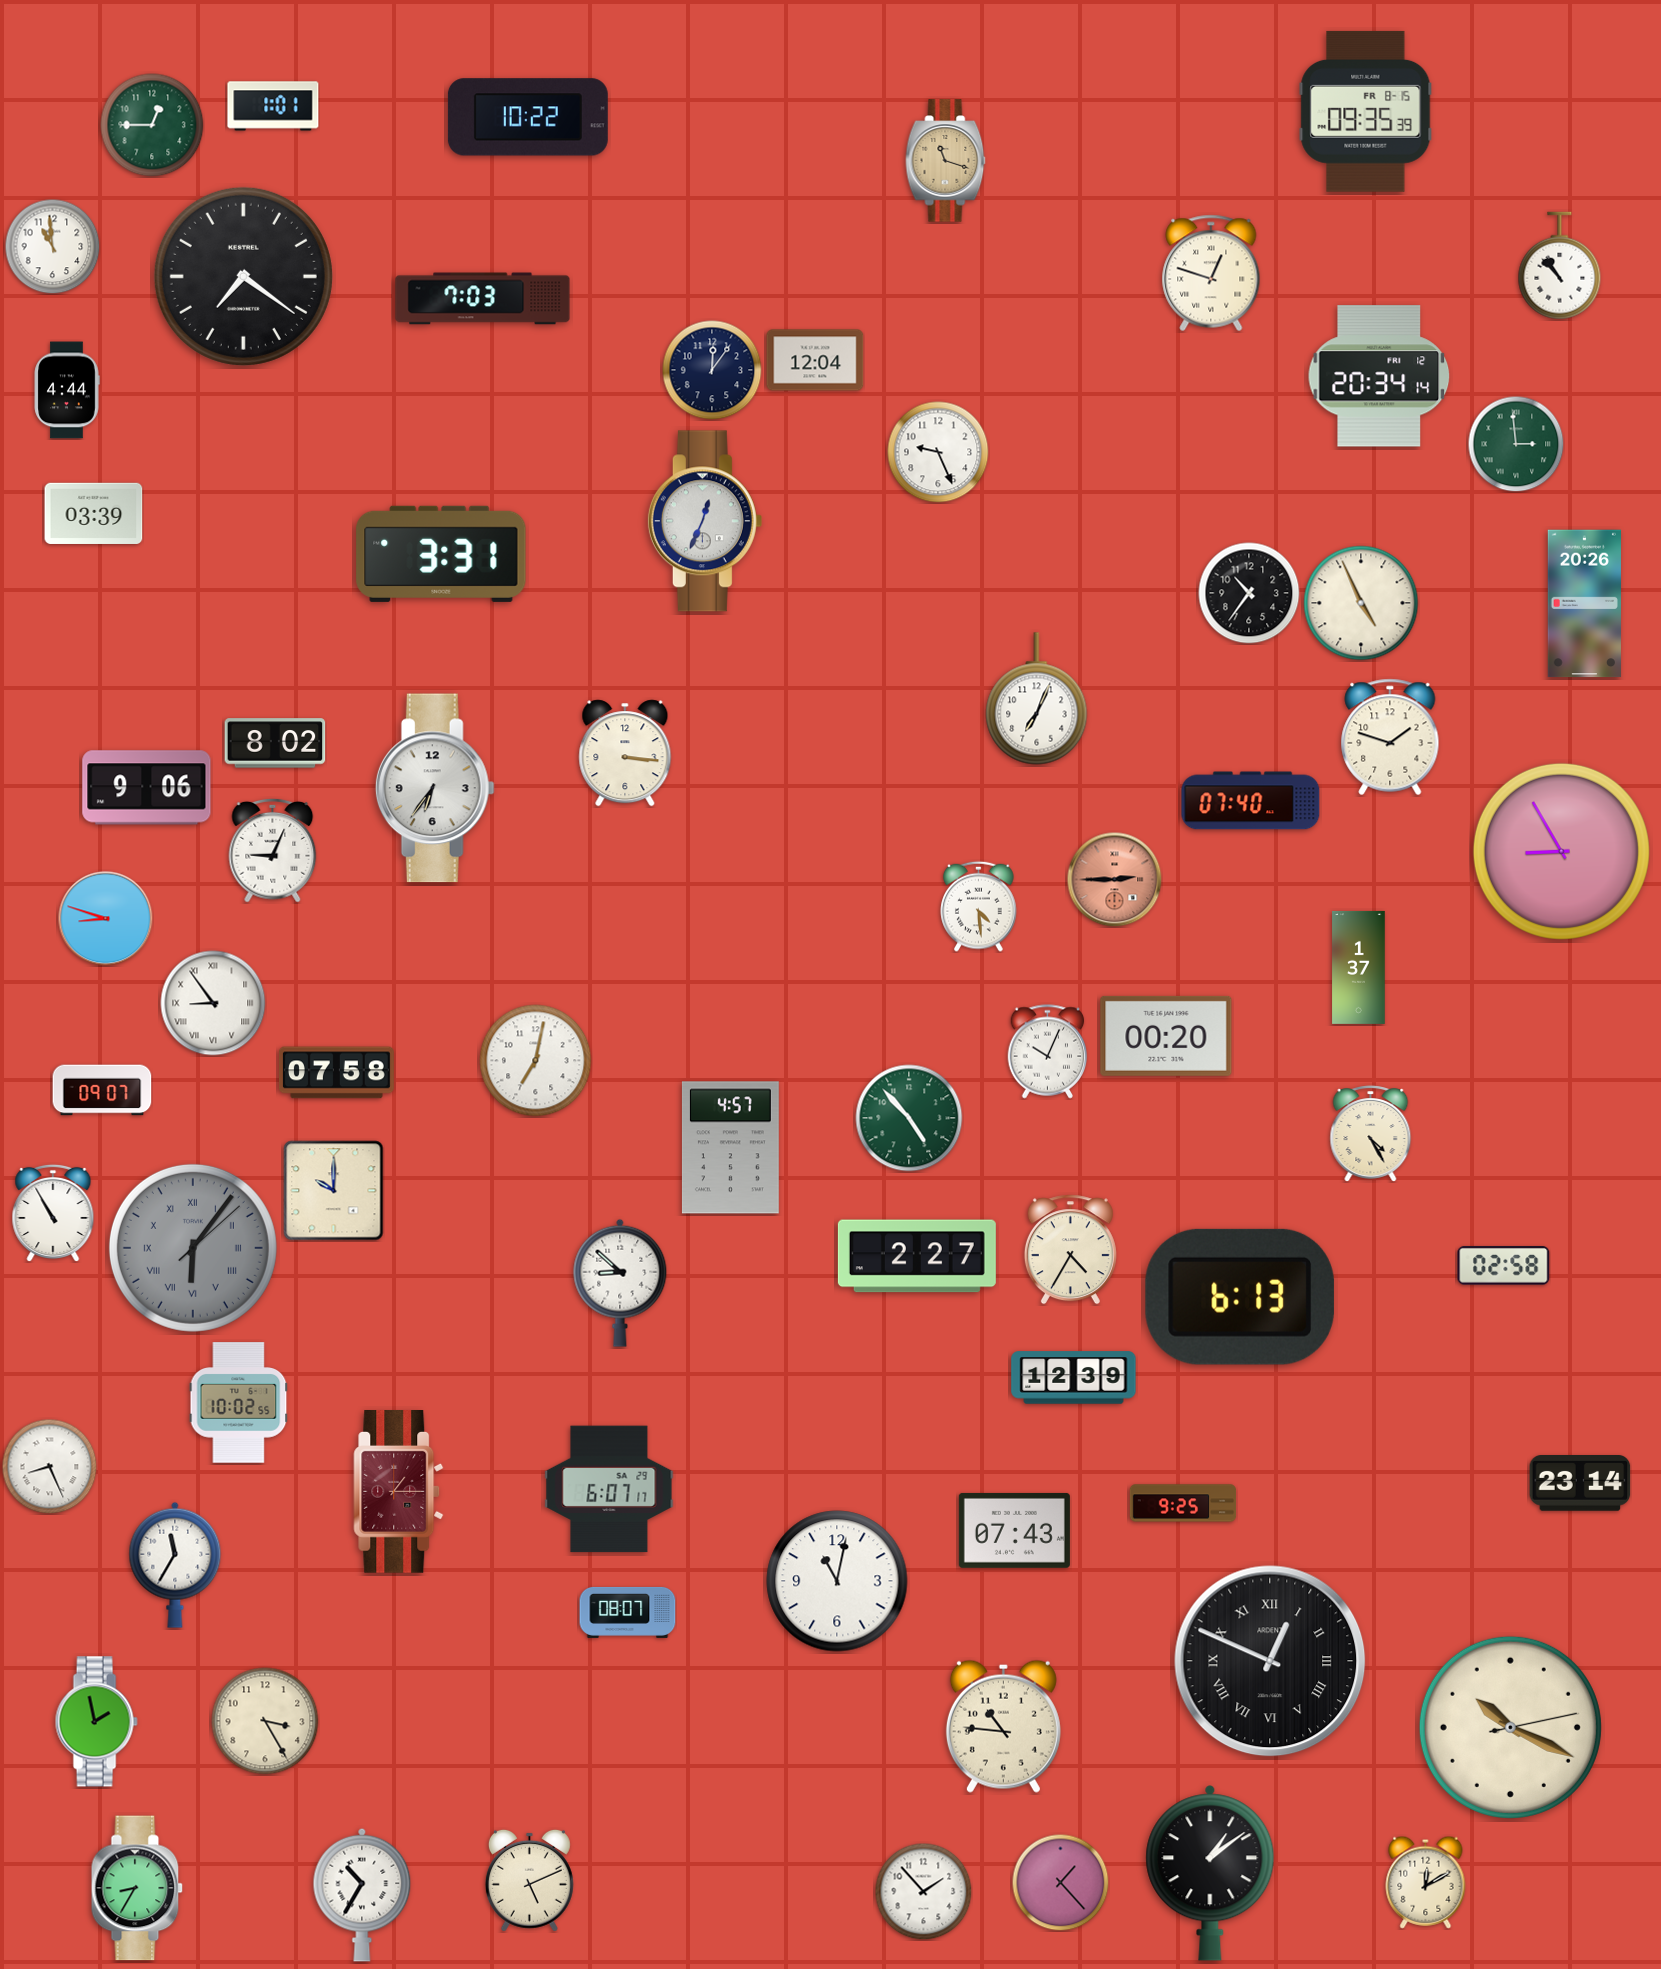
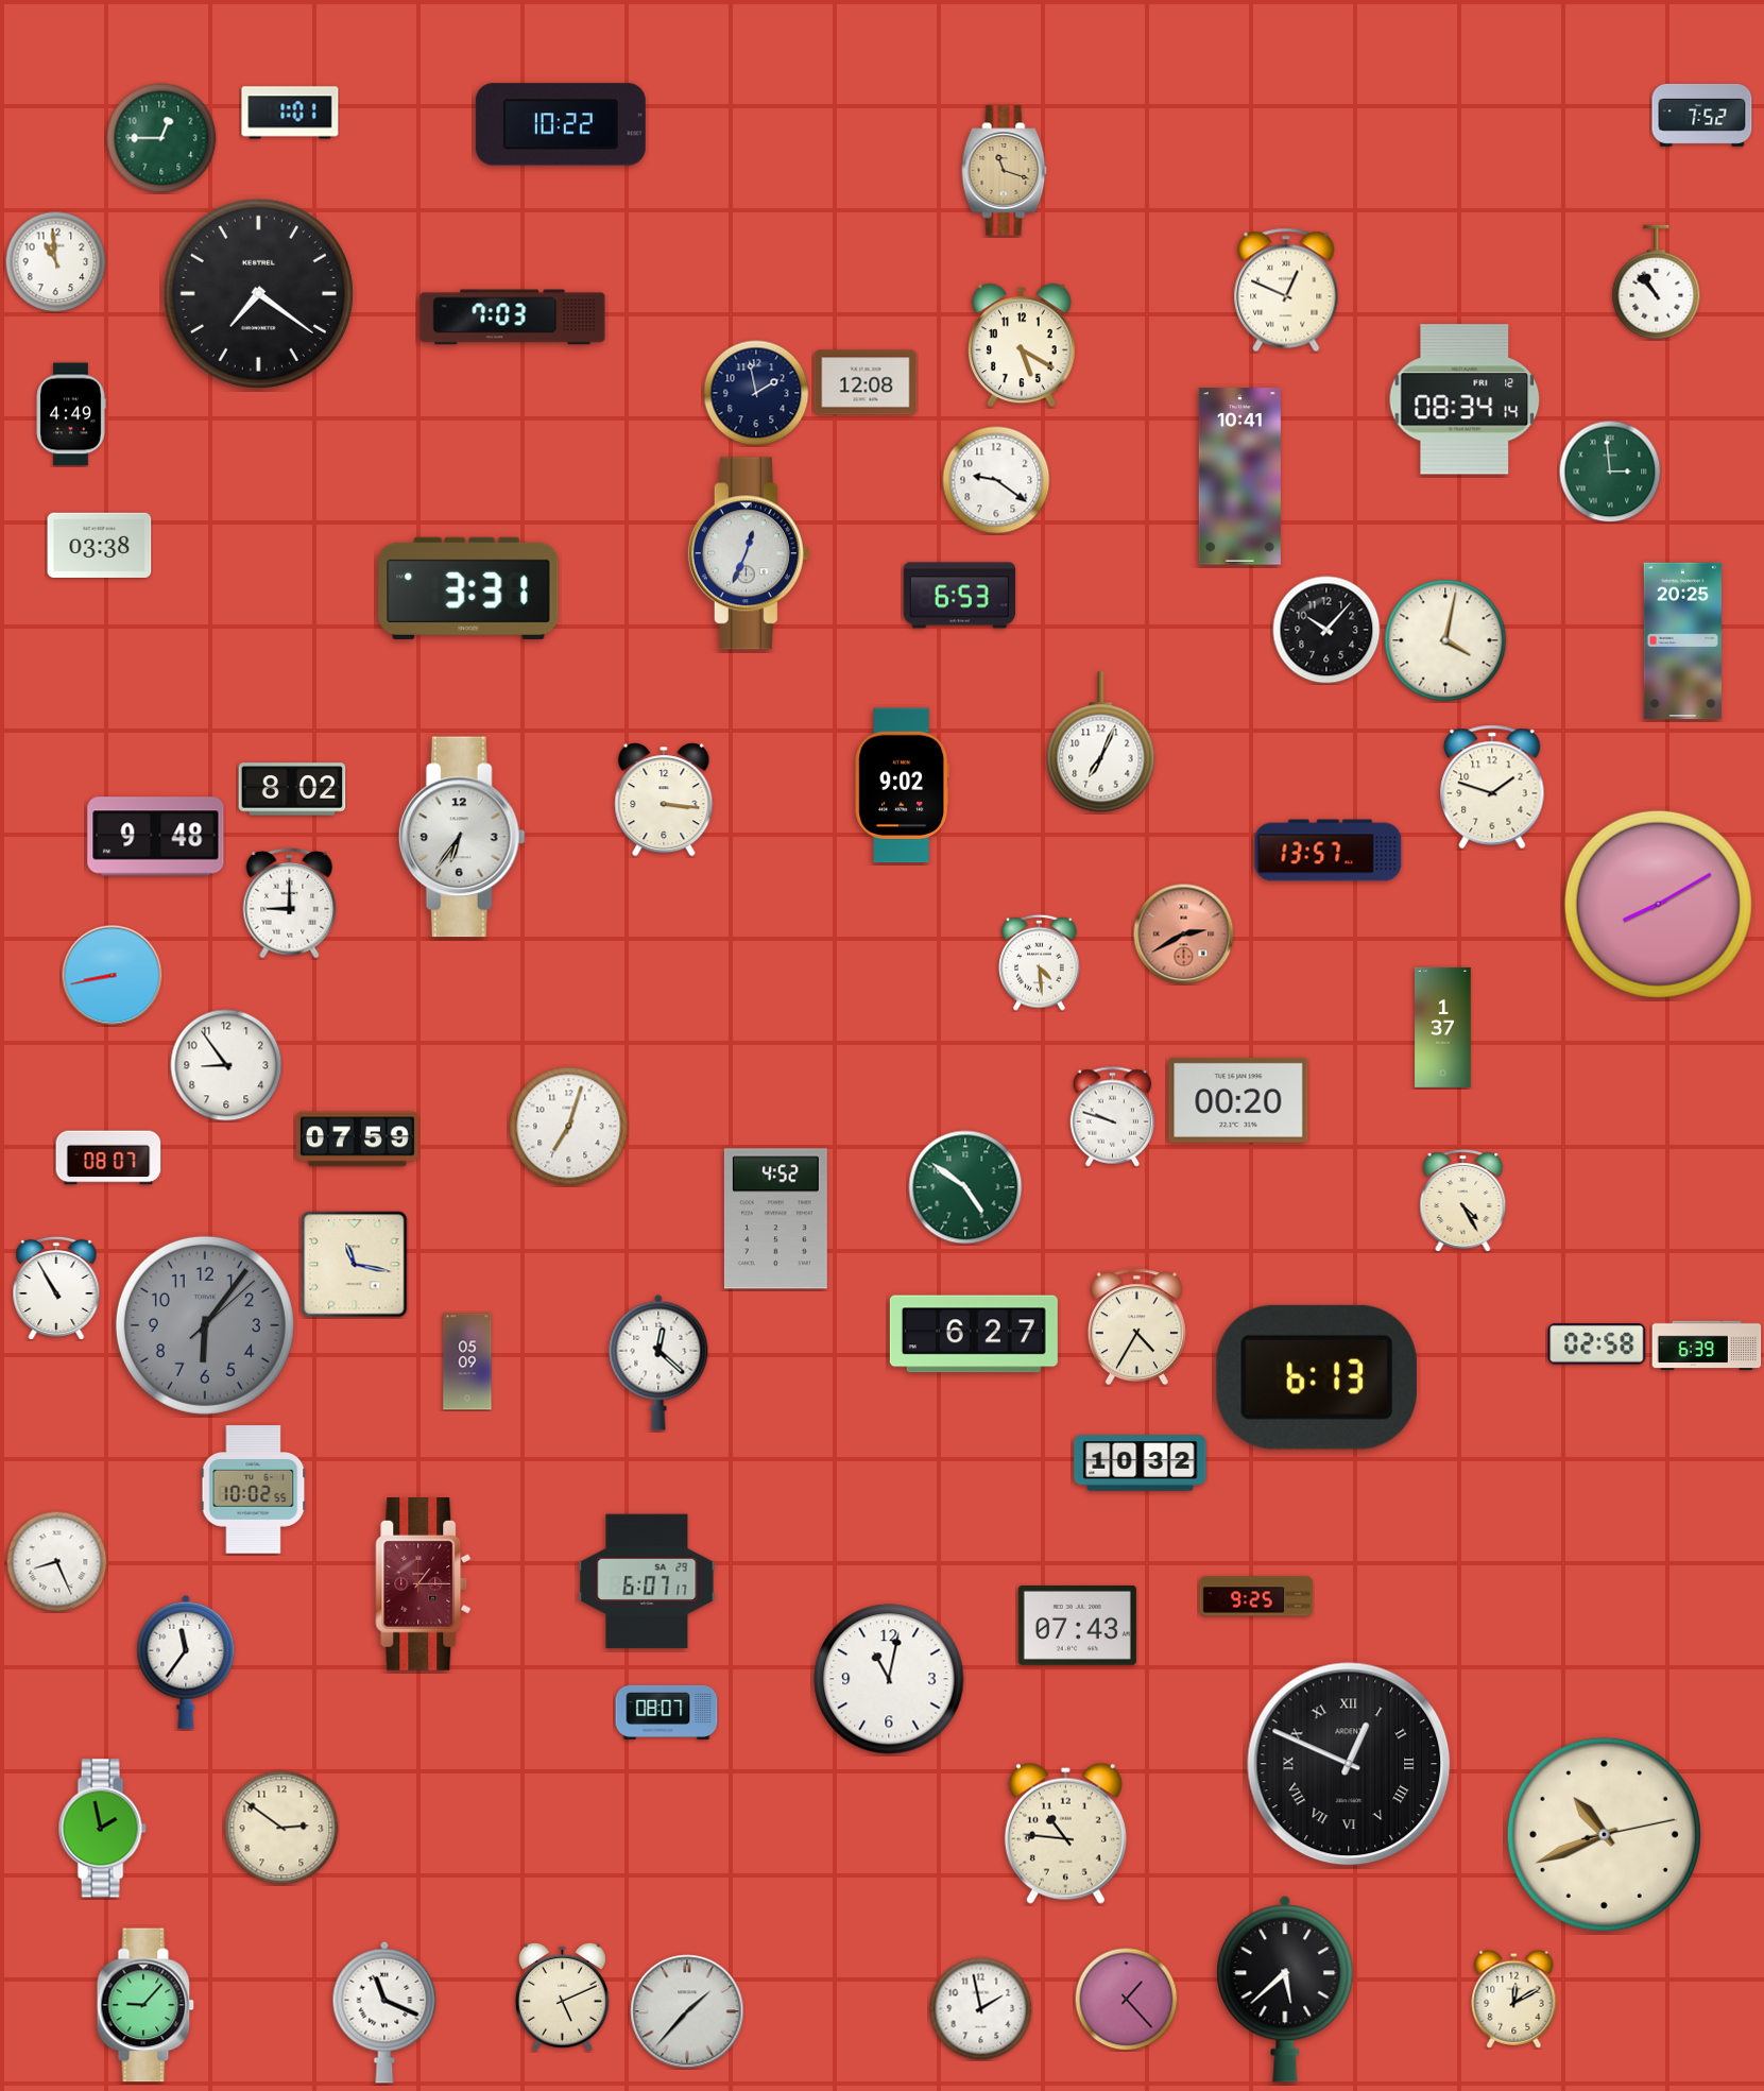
clock at (1702, 115): none -> 7:52
clock at (1366, 111): 09:35 -> none
clock at (152, 125) position: (152, 125) -> (161, 138)
clock at (1211, 273): 12:48 -> 12:49
clock at (1022, 345): none -> 5:20
clock at (815, 360): 12:04 -> 12:08
clock at (712, 370): 12:06 -> 1:58
clock at (1379, 376): 20:34 -> 08:34
clock at (67, 390): 4:44 -> 4:49
clock at (1239, 477): none -> 10:41
clock at (938, 452): 9:26 -> 9:21
clock at (94, 513): 03:39 -> 03:38
clock at (959, 596): none -> 6:53
clock at (1249, 593): 10:36 -> 10:07
clock at (1361, 603): 4:56 -> 4:02
clock at (1584, 604): 20:26 -> 20:25
clock at (1390, 737) position: (1390, 737) -> (1492, 787)
clock at (902, 786): none -> 9:02
clock at (147, 788): 9:06 -> 9:48
clock at (1251, 801): 07:40 -> 13:57
clock at (273, 850): 9:04 -> 9:00
clock at (1561, 851): 8:55 -> 8:10
clock at (1114, 879): 2:45 -> 2:40
clock at (105, 918): 8:48 -> 8:43
clock at (213, 1003) numerals: Roman -> Arabic
clock at (1048, 1052): 10:04 -> 9:48
clock at (536, 1061): 7:02 -> 7:03
clock at (336, 1073): 07:58 -> 07:59
clock at (102, 1090): 09:07 -> 08:07
clock at (909, 1118): 4:53 -> 4:51
clock at (1371, 1134) position: (1371, 1134) -> (1463, 1201)
clock at (730, 1148): 4:57 -> 4:52
clock at (334, 1191): 10:00 -> 11:17
clock at (193, 1248) numerals: Roman -> Arabic
clock at (917, 1256): 2:27 -> 6:27
clock at (1707, 1346): none -> 6:39
clock at (467, 1361): none -> 05:09
clock at (620, 1283): 8:52 -> 12:22
clock at (1074, 1378): 12:39 -> 10:32
clock at (49, 1466) position: (49, 1466) -> (56, 1561)
clock at (1580, 1484): 23:14 -> none
clock at (175, 1565): 11:35 -> 11:36
clock at (265, 1721): 3:25 -> 2:51
clock at (1510, 1727): 10:19 -> 10:41
clock at (1210, 1873): 1:09 -> 5:38
clock at (137, 1888): 8:35 -> 9:07
clock at (923, 1891): 1:53 -> 1:58
clock at (687, 2011): none -> 1:37
clock at (362, 1895): 10:35 -> 11:19
